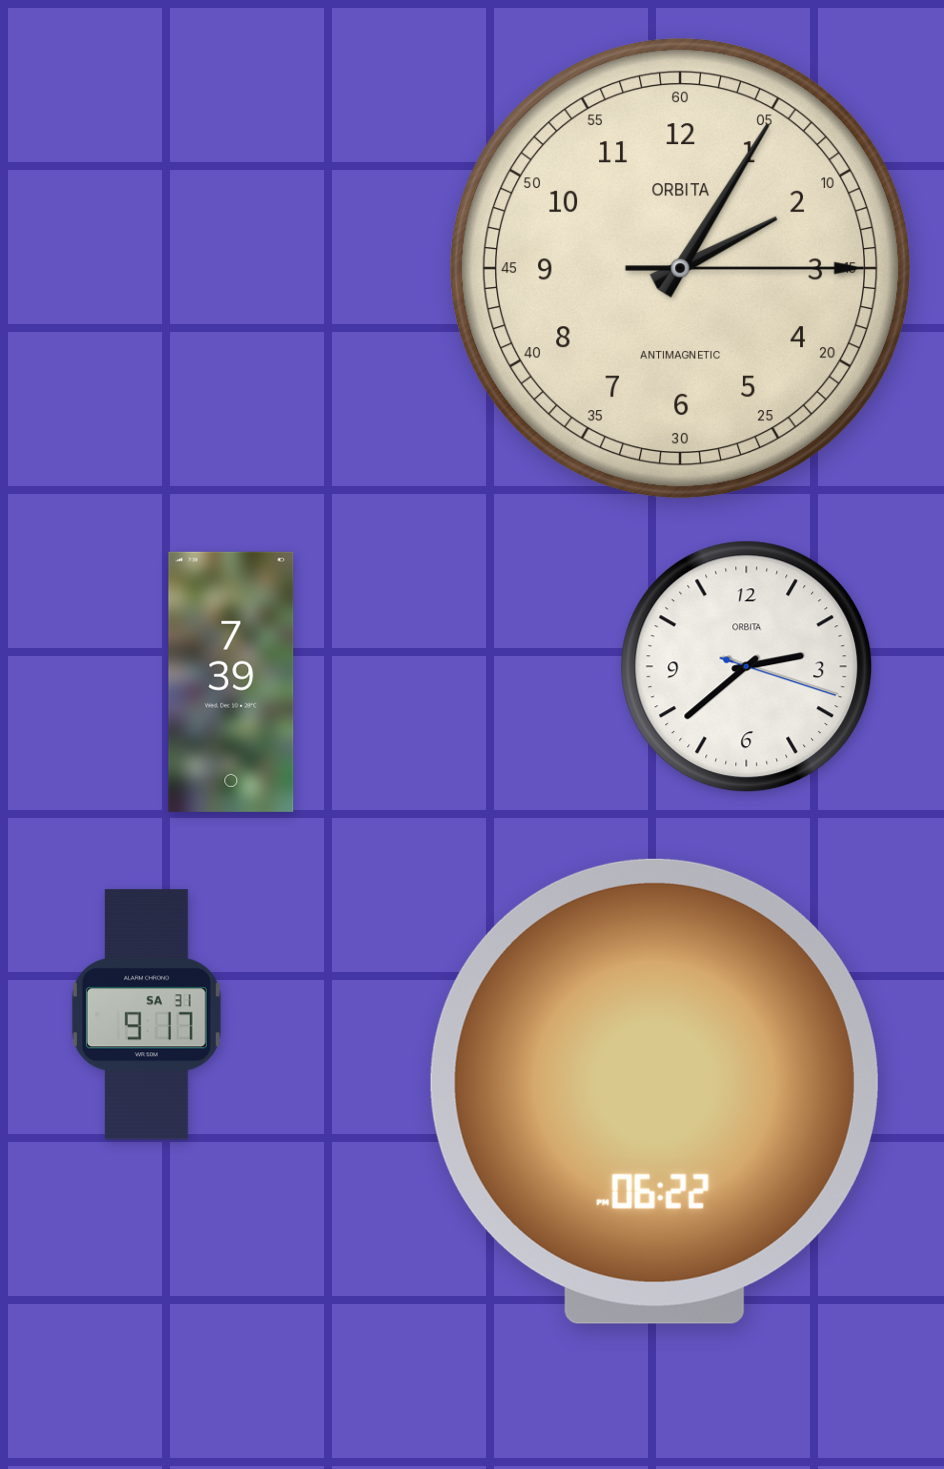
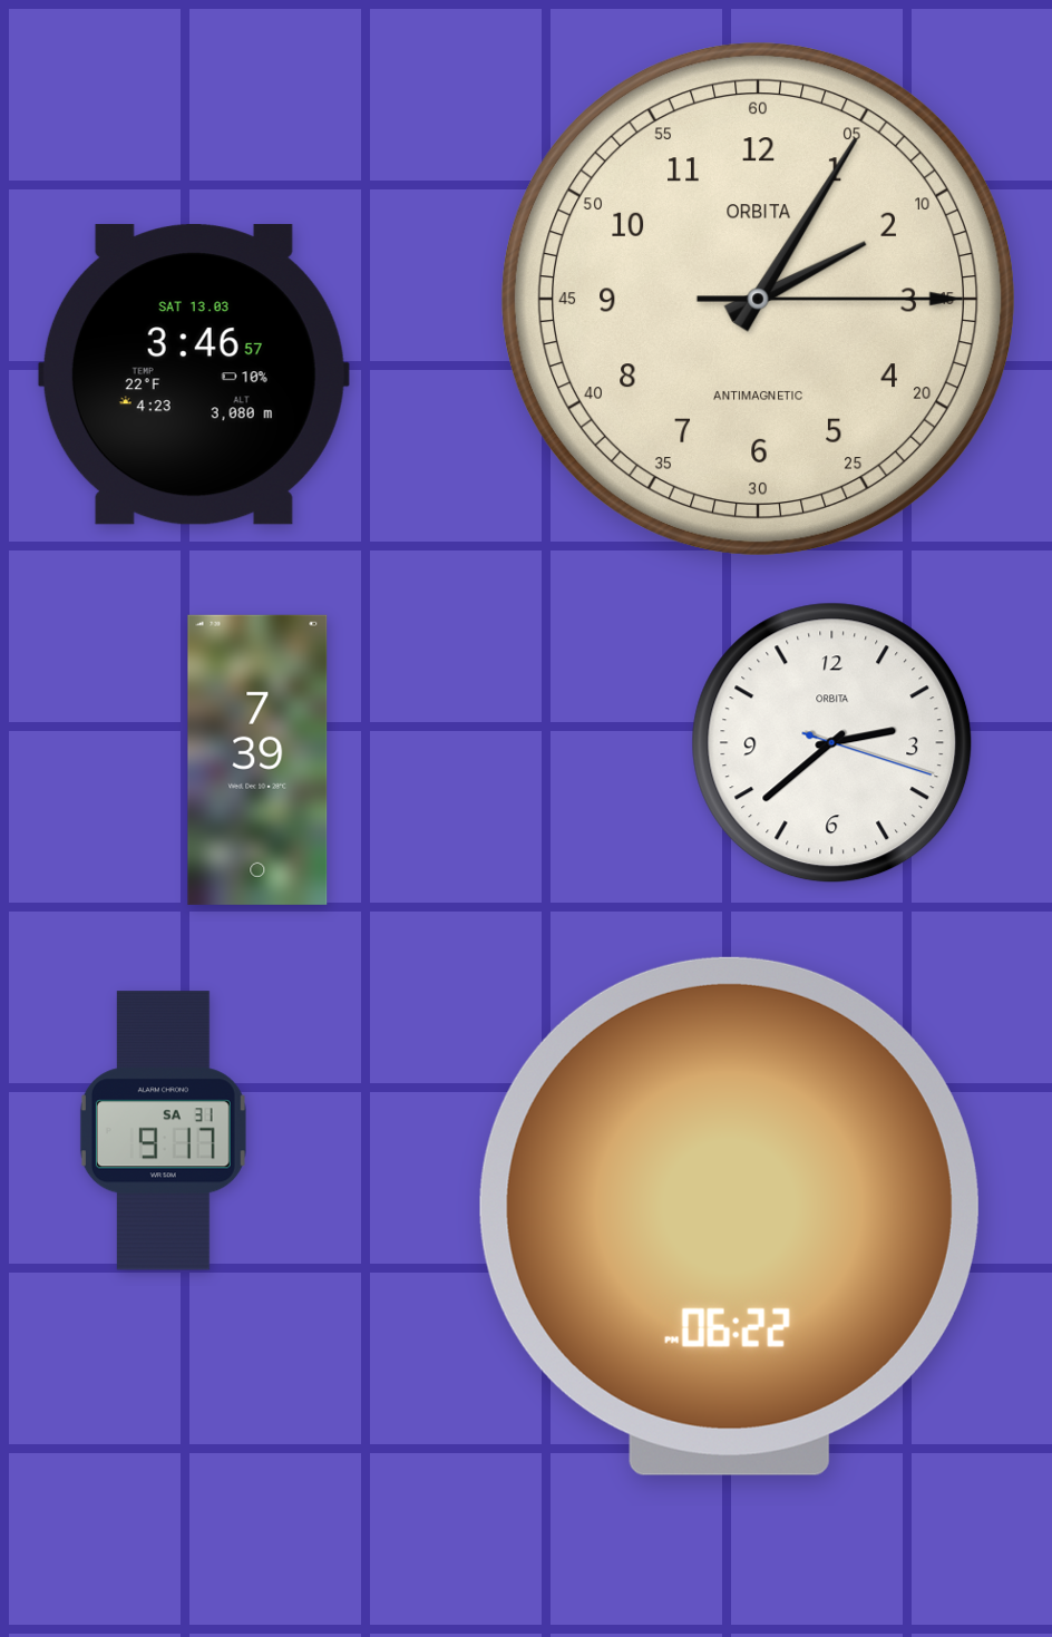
clock at (194, 374): none -> 3:46
